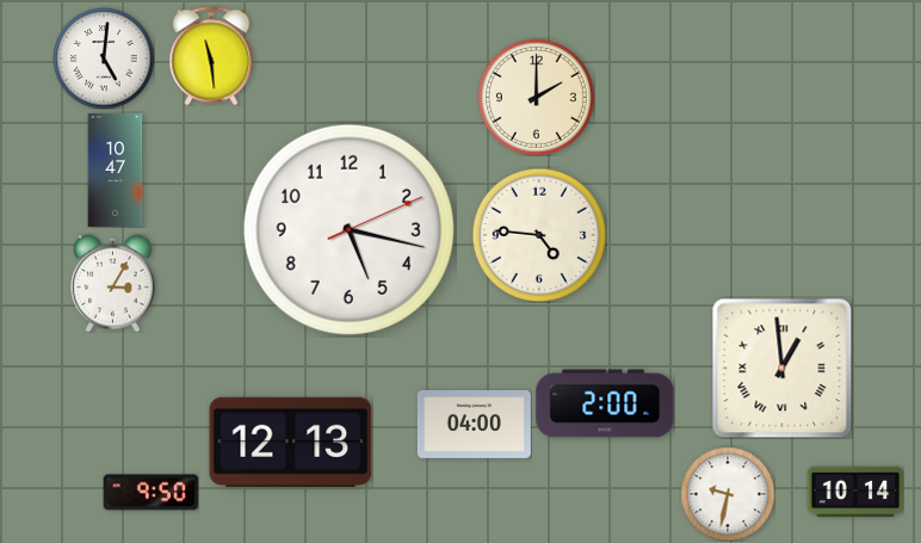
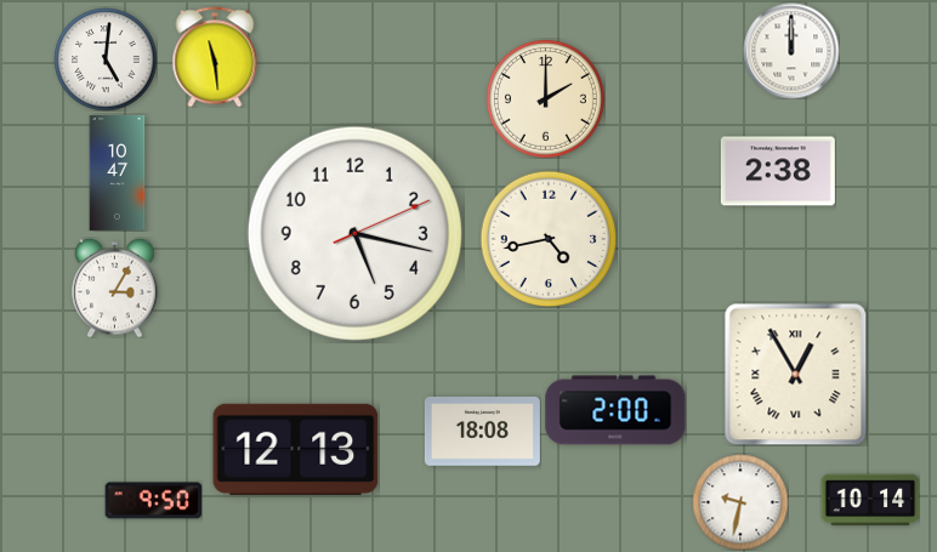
clock at (791, 51): none -> 12:00
clock at (778, 171): none -> 2:38
clock at (539, 235): 4:46 -> 4:43
clock at (781, 368): 12:59 -> 12:55
clock at (474, 425): 04:00 -> 18:08
